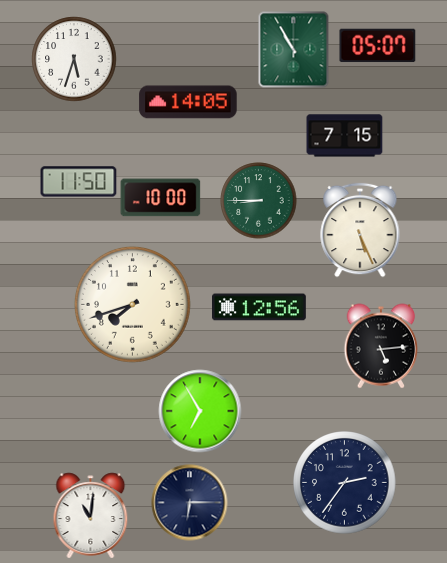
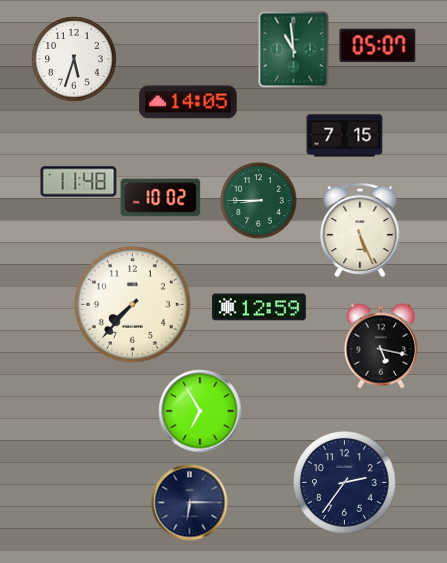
clock at (294, 50): 10:55 -> 10:59
clock at (79, 182): 11:50 -> 11:48
clock at (161, 198): 10:00 -> 10:02
clock at (132, 305): 7:42 -> 7:37
clock at (260, 307): 12:56 -> 12:59
clock at (381, 346): 5:14 -> 5:17
clock at (91, 516): 11:01 -> none
